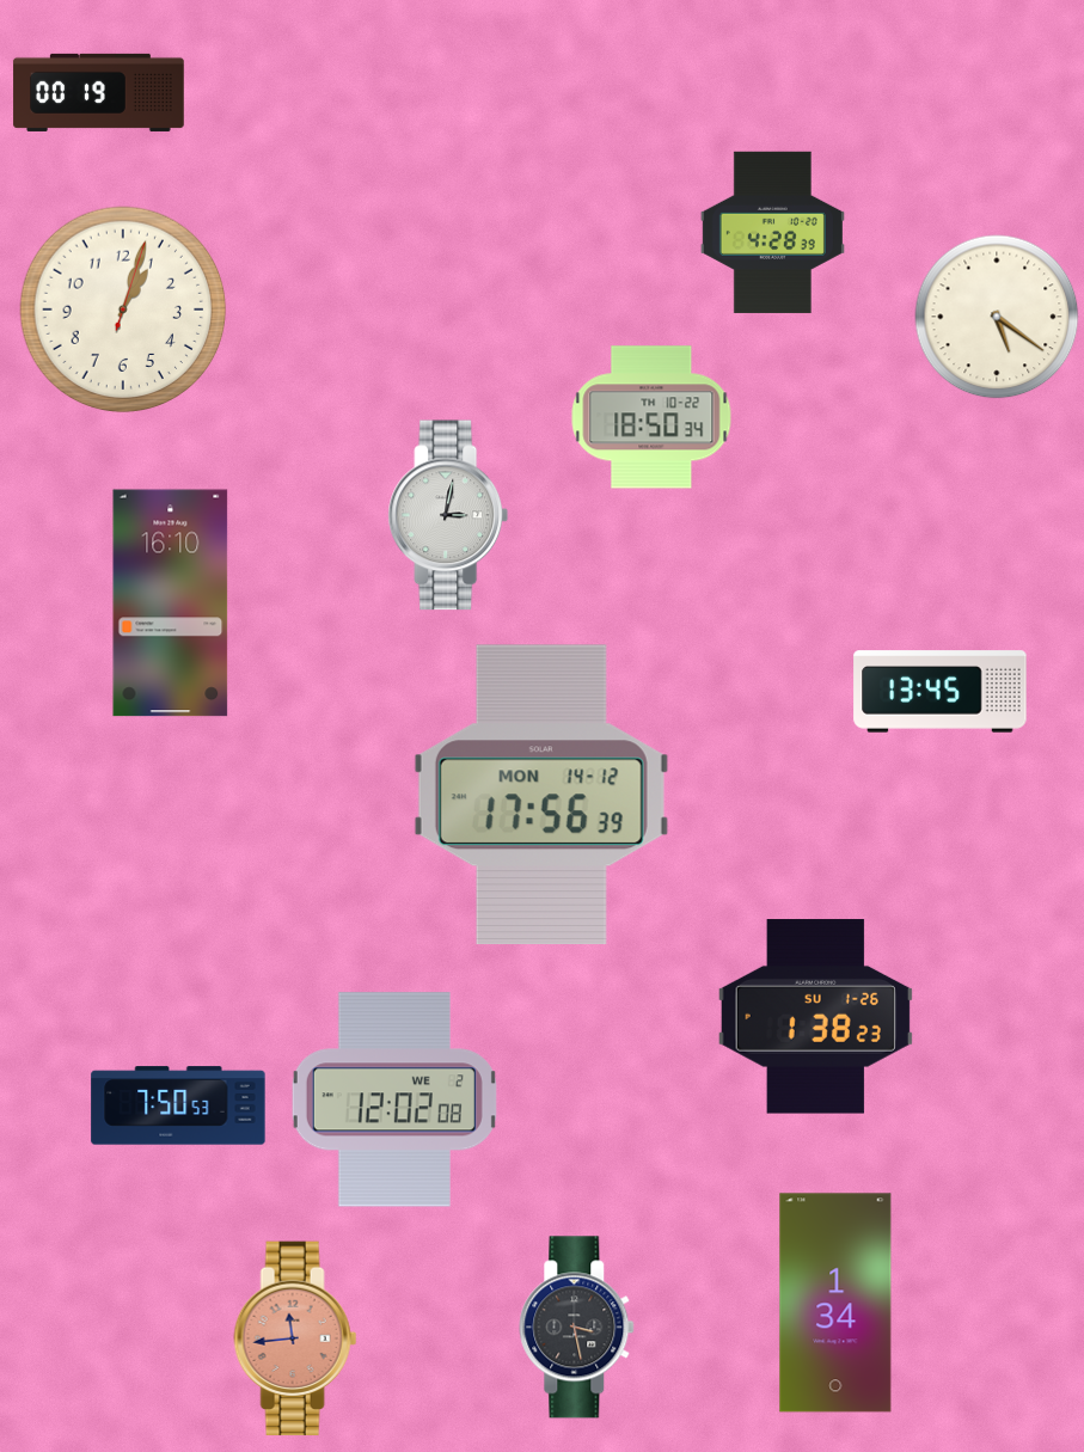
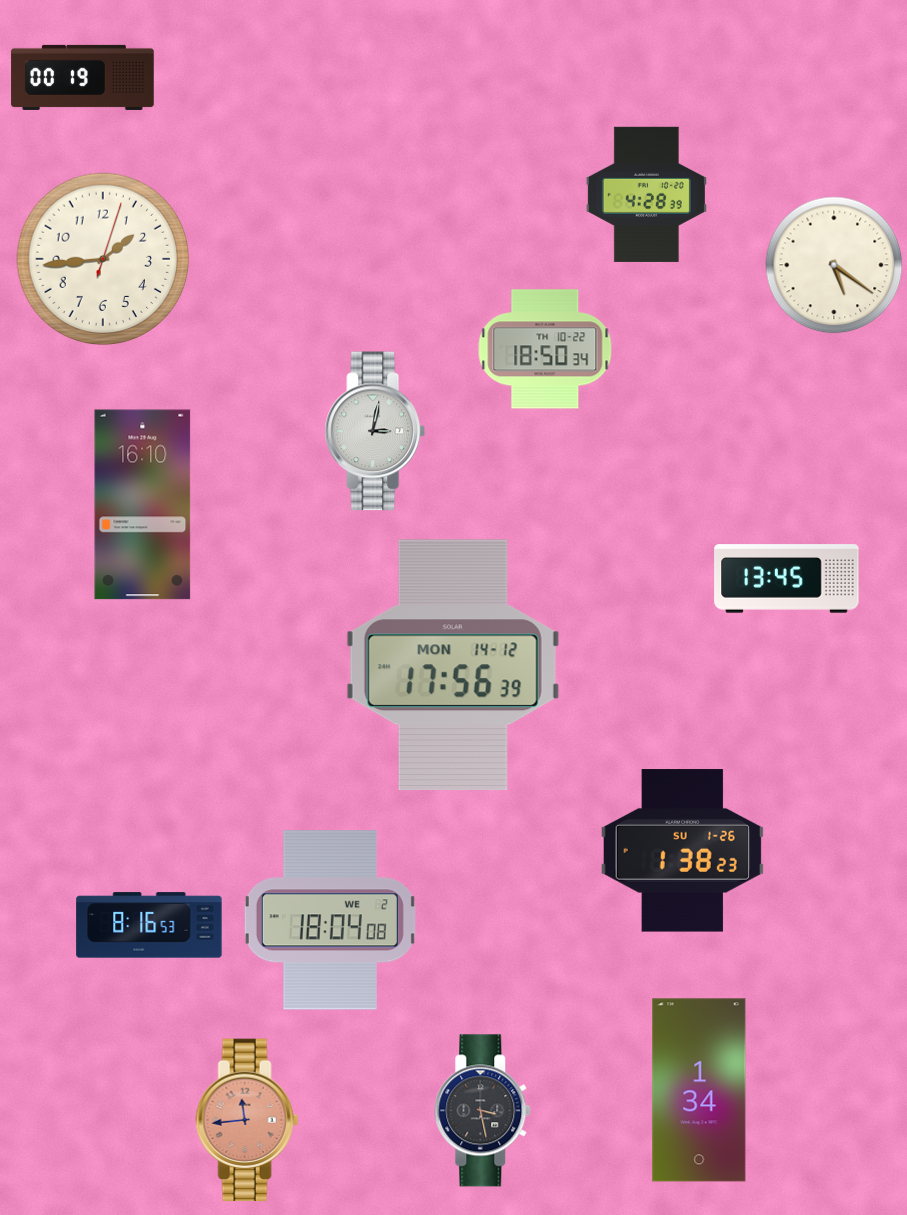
clock at (123, 310): 1:03 -> 1:44
clock at (394, 1099): 12:02 -> 18:04
clock at (178, 1105): 7:50 -> 8:16
